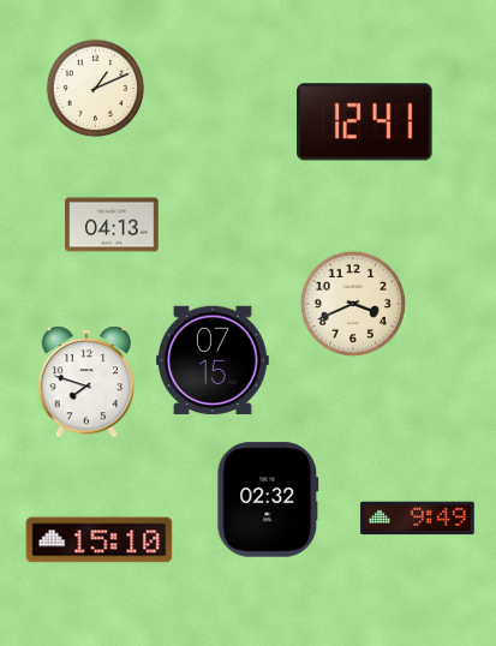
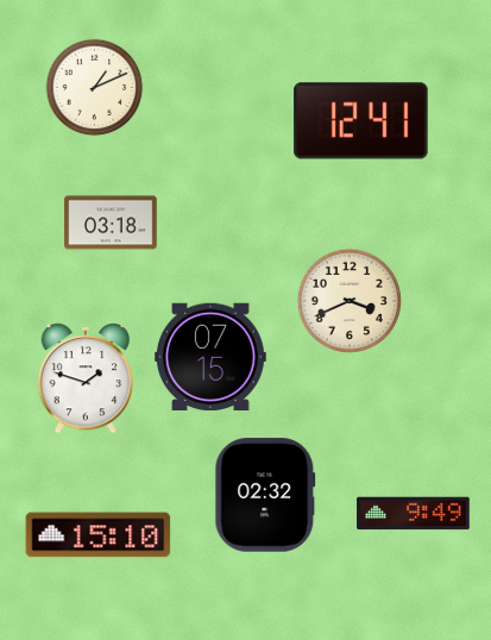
clock at (112, 225): 04:13 -> 03:18
clock at (86, 382): 7:48 -> 1:48
